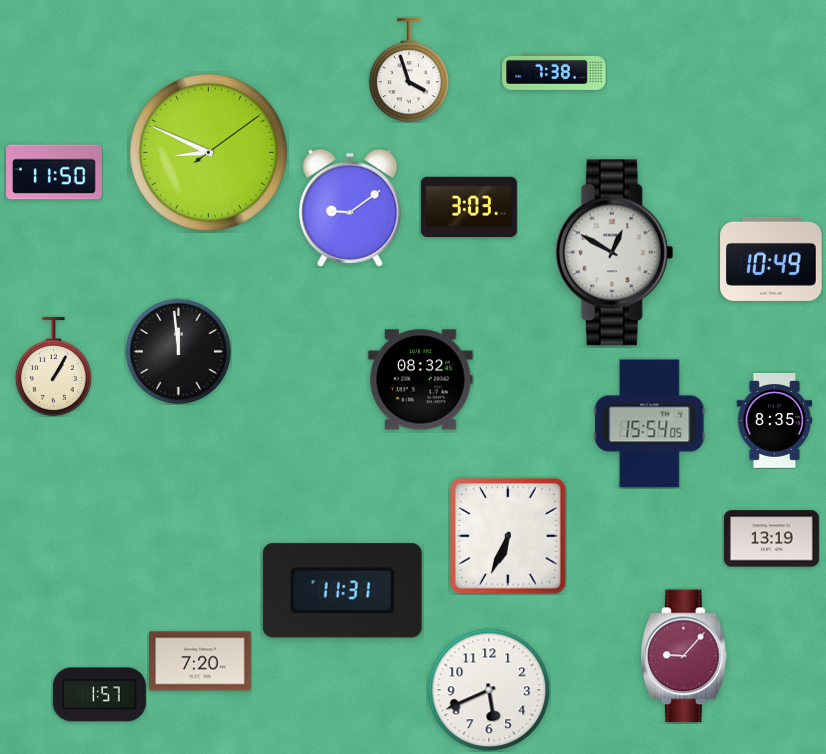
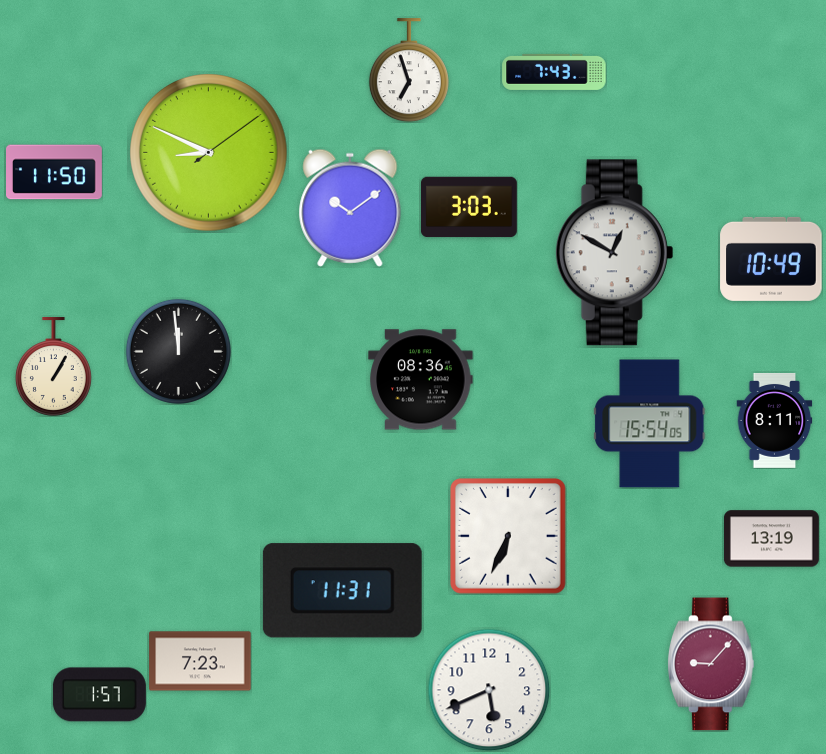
clock at (409, 70): 3:57 -> 6:57
clock at (554, 72): 7:38 -> 7:43
clock at (350, 208): 9:09 -> 10:09
clock at (421, 380): 08:32 -> 08:36
clock at (775, 420): 8:35 -> 8:11
clock at (684, 656) position: (684, 656) -> (711, 664)
clock at (200, 661): 7:20 -> 7:23
